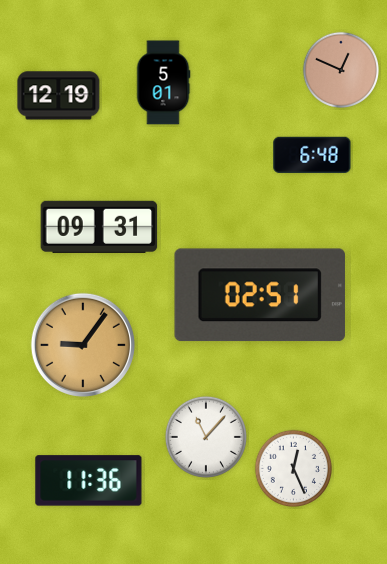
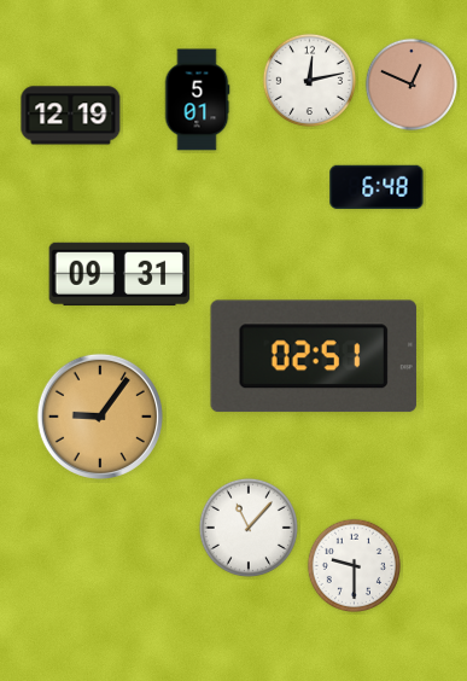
clock at (309, 80): none -> 12:13
clock at (293, 468): 12:26 -> 9:30
clock at (89, 481): 11:36 -> none
